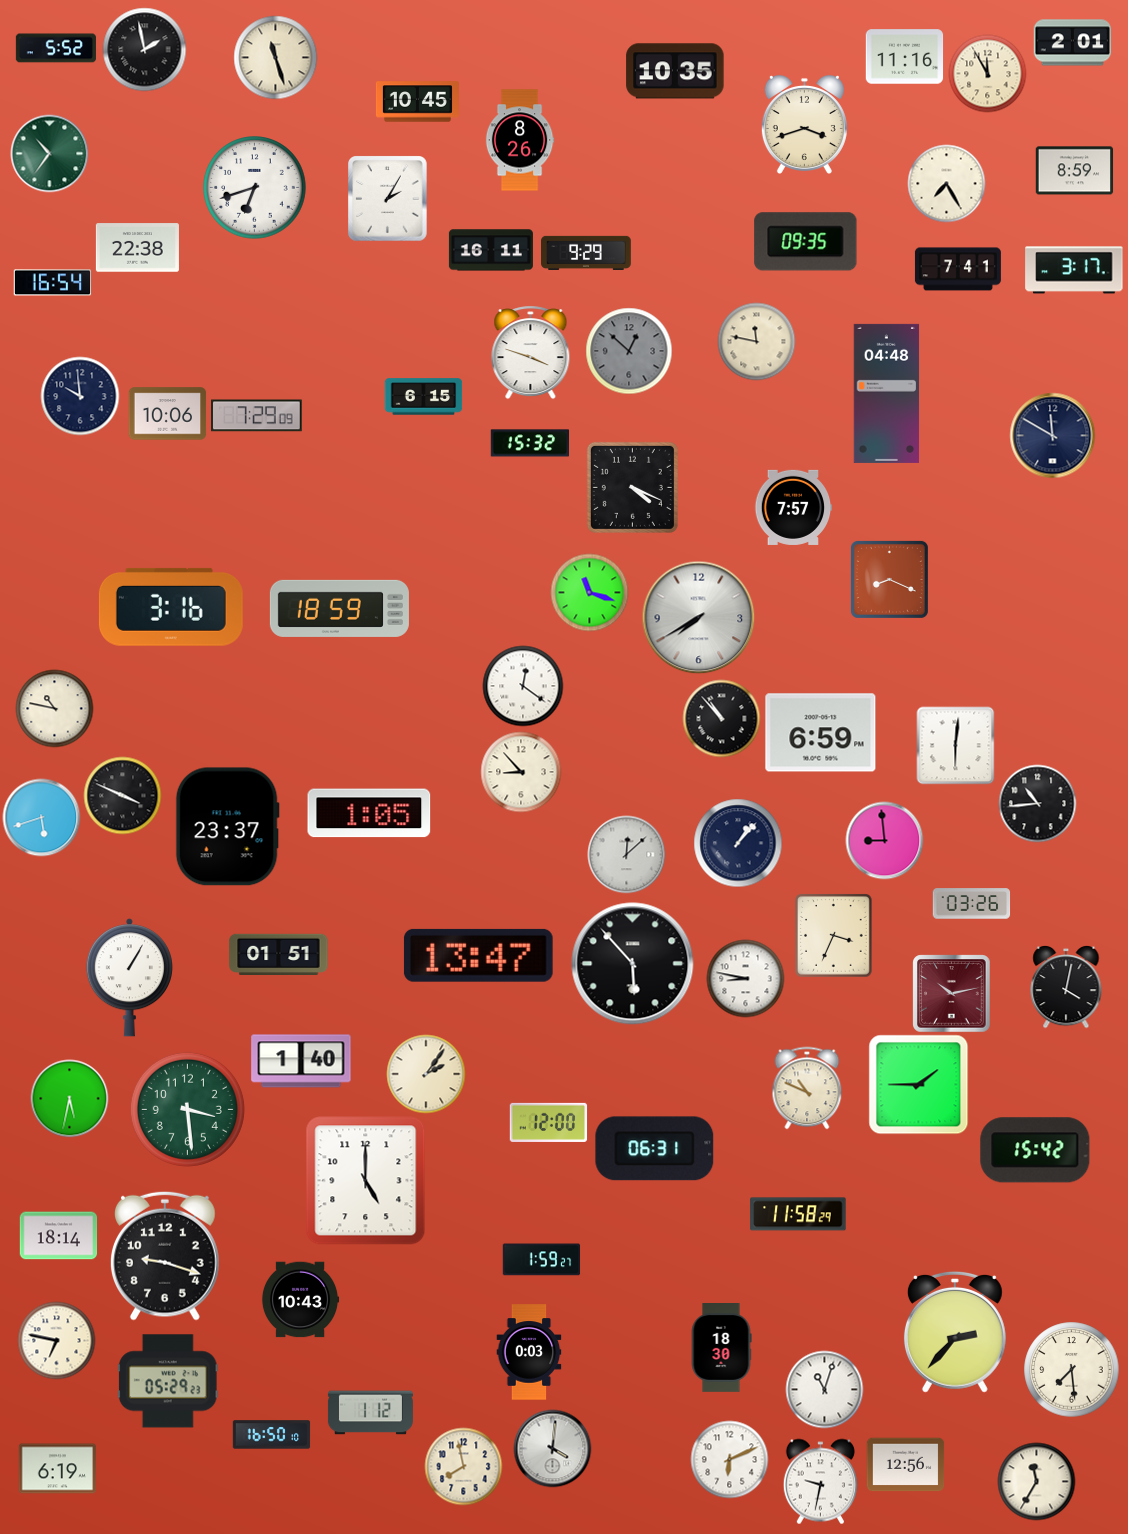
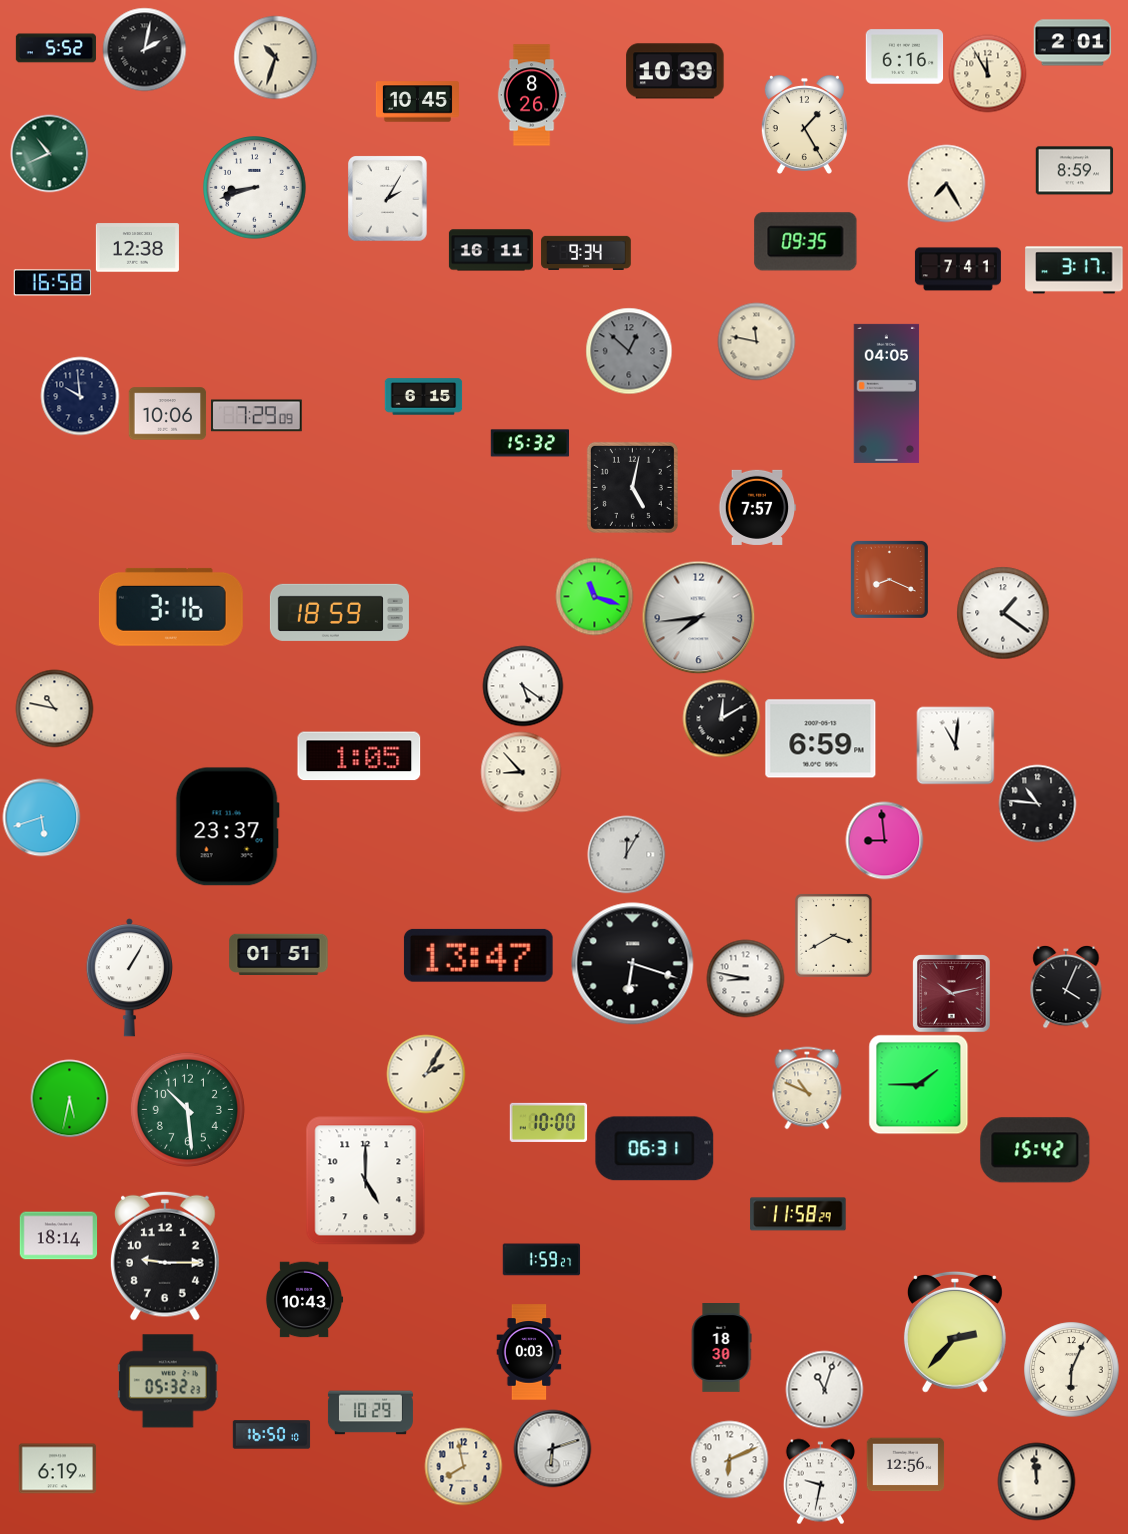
clock at (144, 49): 1:58 -> 2:02
clock at (275, 57): 11:27 -> 10:33
clock at (904, 57): 11:16 -> 6:16
clock at (675, 71): 10:35 -> 10:39
clock at (804, 124): 3:42 -> 1:25
clock at (520, 140) position: (520, 140) -> (532, 95)
clock at (49, 153): 10:36 -> 10:41
clock at (255, 188): 6:42 -> 8:42
clock at (137, 248): 22:38 -> 12:38
clock at (586, 253): 9:29 -> 9:34
clock at (52, 283): 16:54 -> 16:58
clock at (531, 352): 3:48 -> none
clock at (887, 393): 04:48 -> 04:05
clock at (1052, 435): 11:50 -> none
clock at (632, 487): 4:19 -> 5:02
clock at (793, 507) position: (793, 507) -> (757, 507)
clock at (589, 592) position: (589, 592) -> (594, 596)
clock at (339, 608) position: (339, 608) -> (339, 612)
clock at (1003, 613): none -> 1:21
clock at (698, 617): 7:40 -> 7:44
clock at (523, 686): 12:21 -> 5:21
clock at (721, 718): 10:53 -> 12:10
clock at (821, 733) position: (821, 733) -> (821, 739)
clock at (955, 745): 6:01 -> 11:01
clock at (122, 795): 3:49 -> none
clock at (1037, 803): 10:44 -> 10:46
clock at (369, 813) position: (369, 813) -> (359, 756)
clock at (738, 843): 1:07 -> none
clock at (626, 854): 12:08 -> 12:05
clock at (971, 904): 03:26 -> none
clock at (834, 935): 3:34 -> 3:40
clock at (633, 964): 5:53 -> 6:18
clock at (1066, 987): 4:02 -> 4:04
clock at (301, 1061): 1:40 -> none
clock at (426, 1074): 2:06 -> 2:05
clock at (187, 1109): 3:29 -> 10:29
clock at (548, 1122): 12:00 -> 10:00
clock at (166, 1256): 9:18 -> 9:15
clock at (300, 1300) position: (300, 1300) -> (304, 1300)
clock at (56, 1340): 6:47 -> none
clock at (1071, 1369): 7:29 -> 6:04
clock at (168, 1381): 05:29 -> 05:32
clock at (370, 1413): 1:12 -> 10:29
clock at (552, 1448): 4:01 -> 6:12
clock at (1036, 1481): 11:35 -> 11:59
